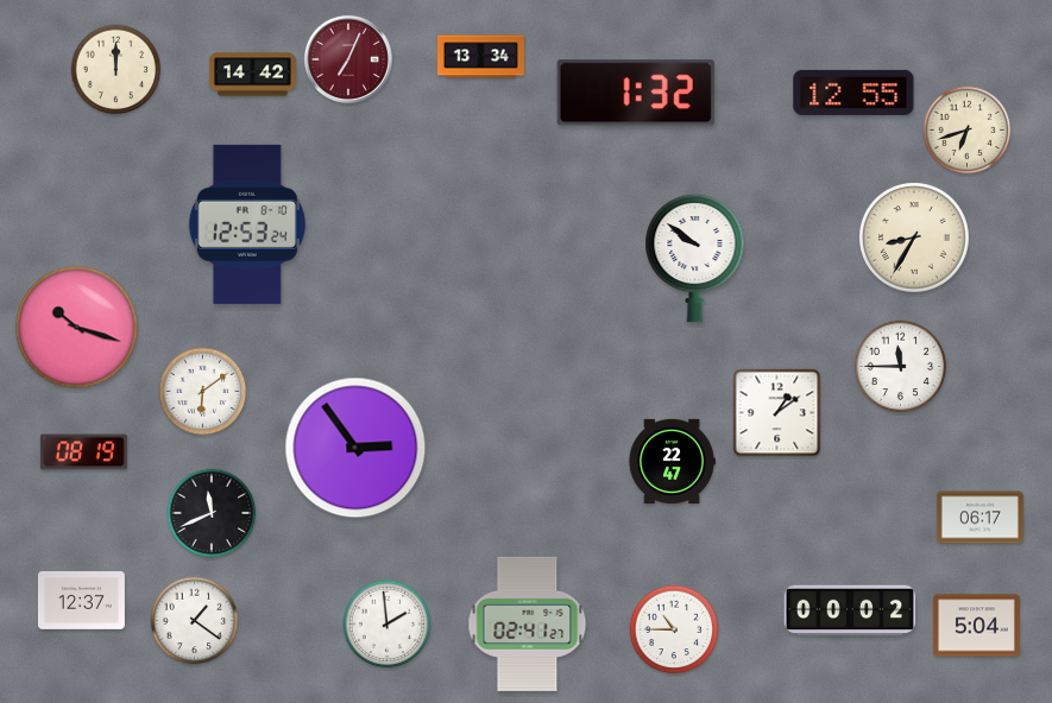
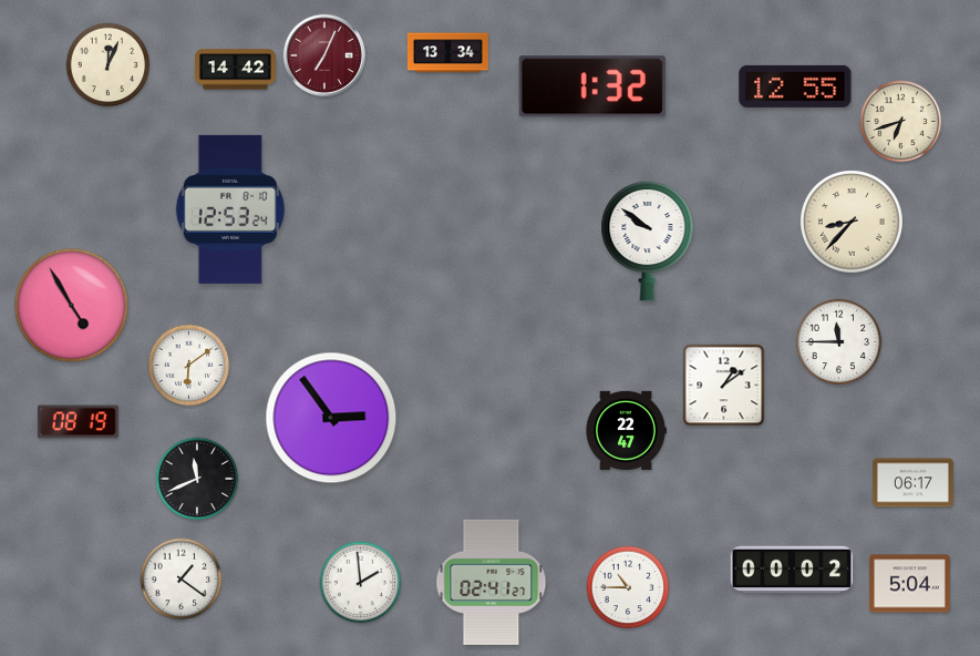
clock at (116, 70): 12:00 -> 12:04
clock at (915, 239): 8:35 -> 8:37
clock at (77, 328): 10:18 -> 4:55
clock at (81, 601): 12:37 -> none
